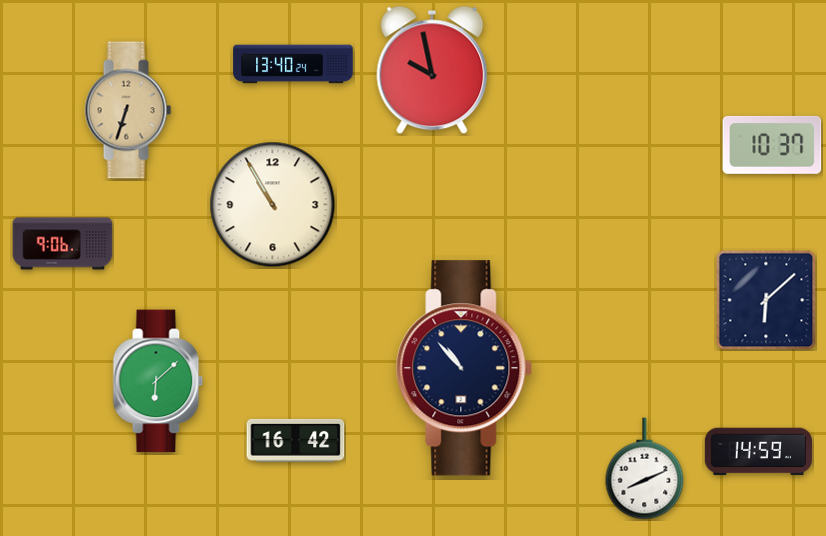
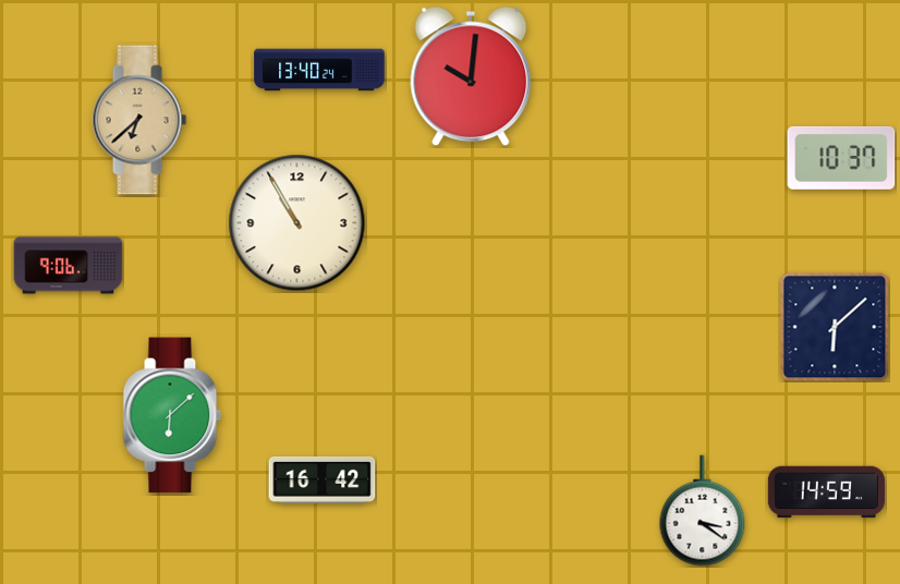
clock at (432, 70): 9:58 -> 10:01
clock at (128, 110): 6:33 -> 6:38
clock at (464, 368): 10:53 -> none
clock at (645, 469): 8:11 -> 3:21
